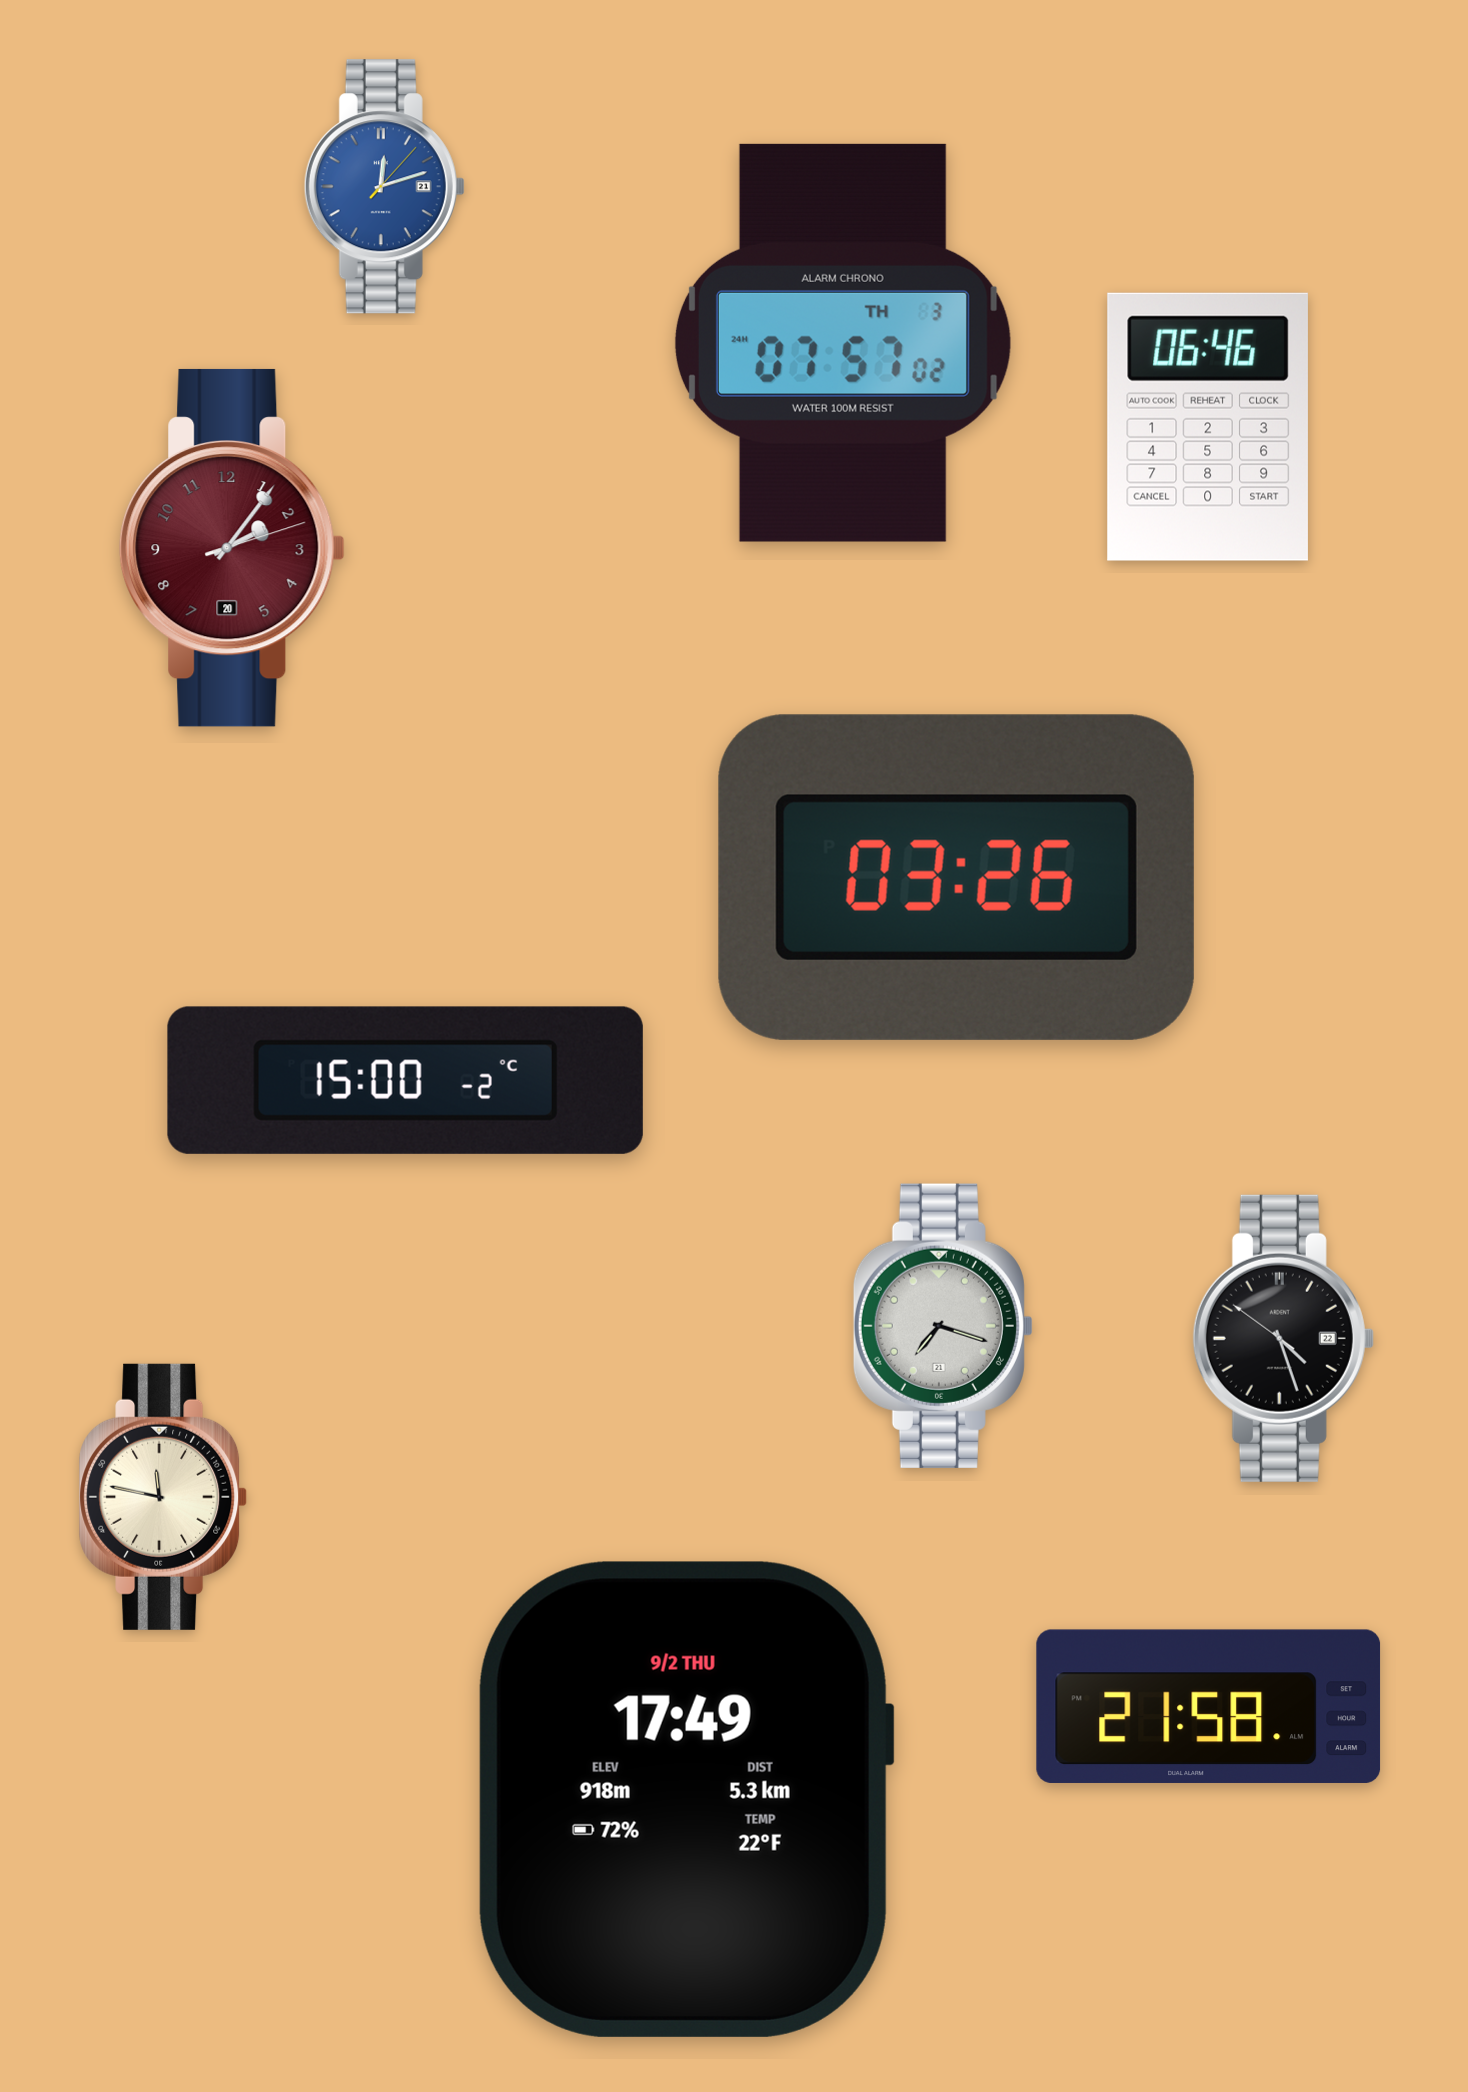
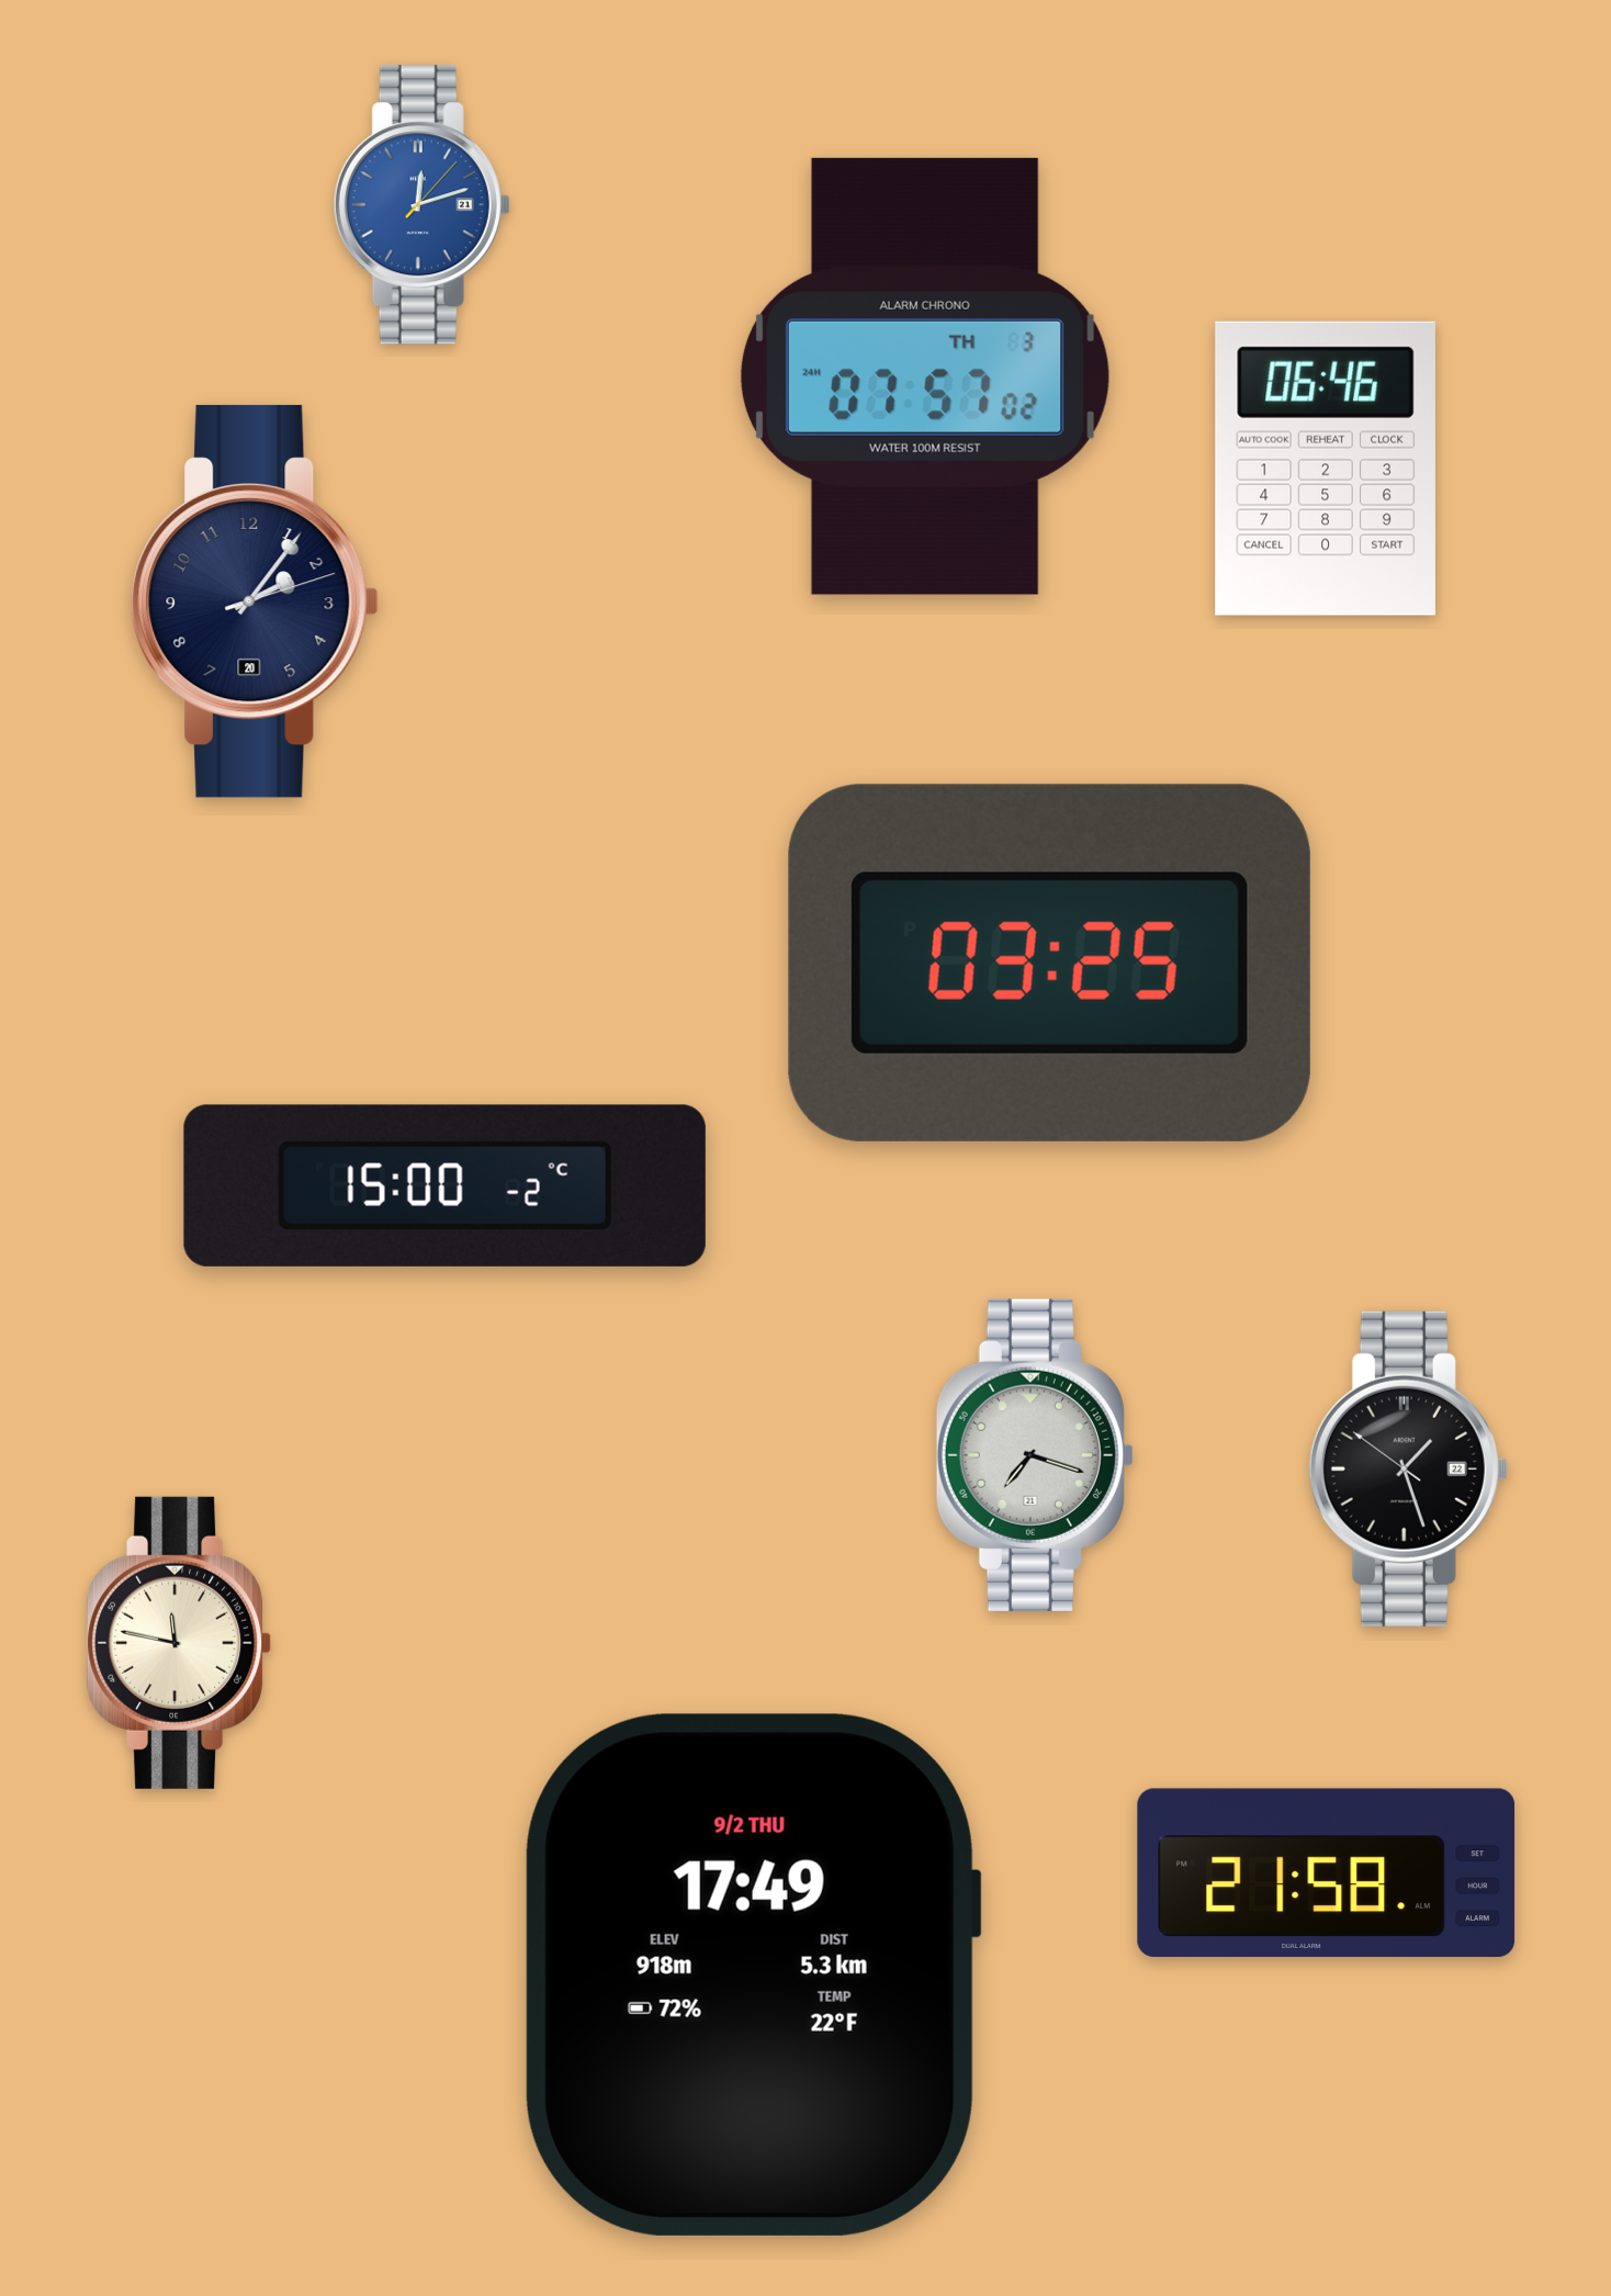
clock at (232, 548) dial: burgundy -> navy
clock at (956, 877): 03:26 -> 03:25
clock at (1283, 1338): 4:26 -> 1:26
